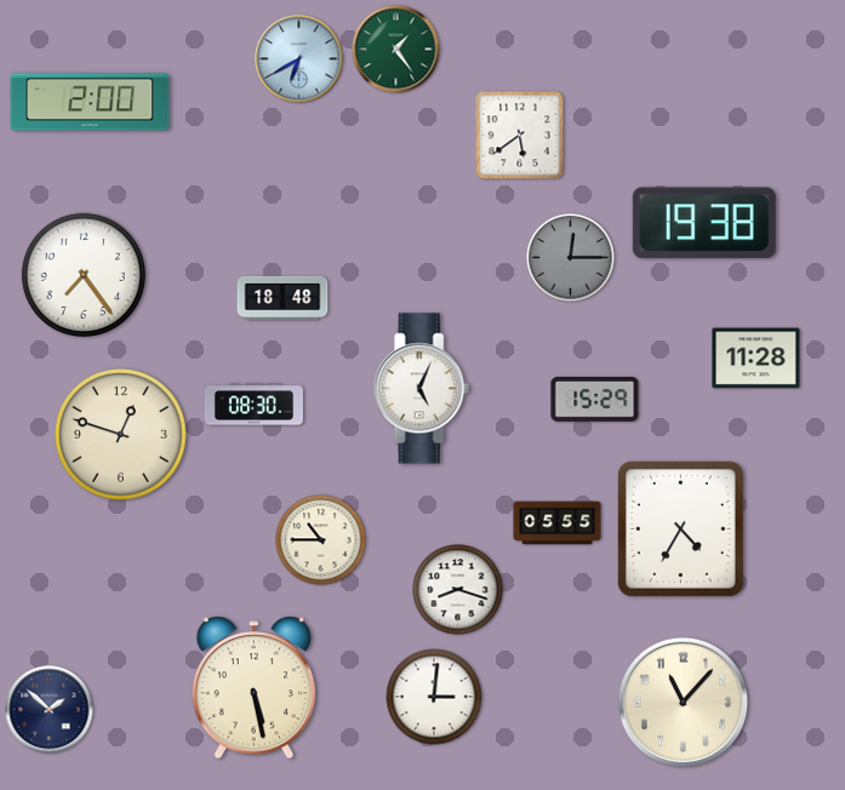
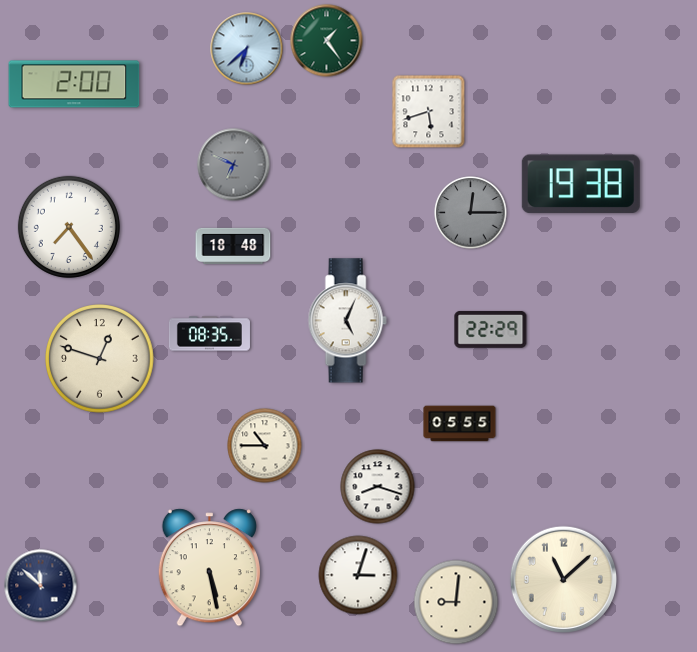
clock at (299, 59): 6:40 -> 6:38
clock at (520, 136): 5:39 -> 5:42
clock at (234, 165): none -> 6:49
clock at (756, 359): 11:28 -> none
clock at (595, 399): 15:29 -> 22:29
clock at (253, 405): 08:30 -> 08:35
clock at (558, 523) position: (558, 523) -> (460, 424)
clock at (680, 528): 4:35 -> none
clock at (434, 697): 3:01 -> 3:03
clock at (683, 702): 11:07 -> 11:08
clock at (50, 710): 1:52 -> 11:52
clock at (456, 602): none -> 9:01
